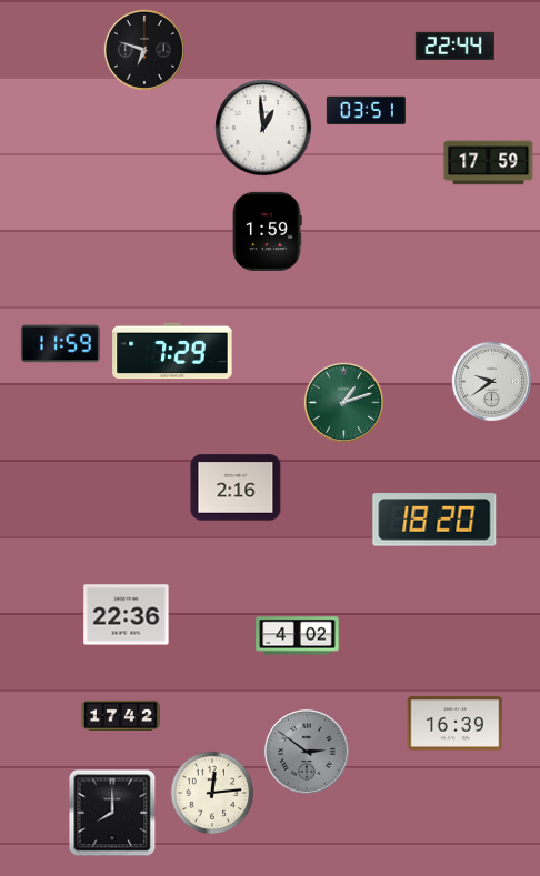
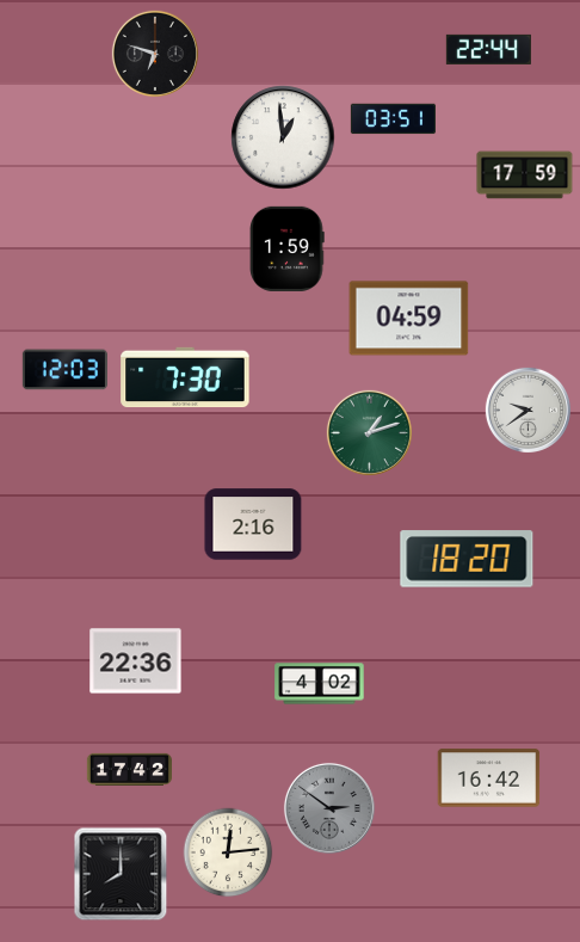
clock at (409, 319): none -> 04:59
clock at (60, 344): 11:59 -> 12:03
clock at (172, 351): 7:29 -> 7:30
clock at (456, 724): 16:39 -> 16:42
